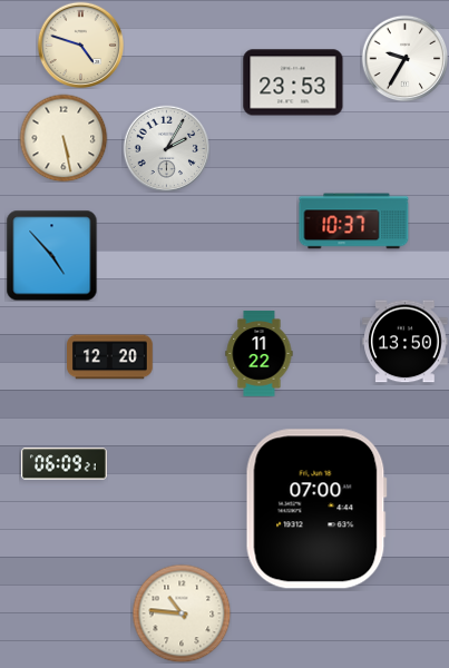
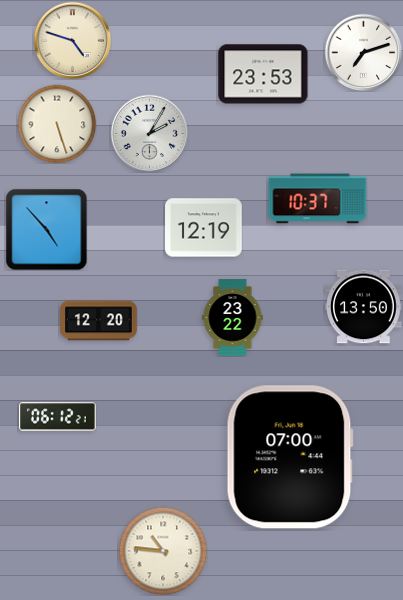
clock at (404, 58): 9:35 -> 7:12
clock at (64, 138): 5:28 -> 5:27
clock at (204, 228): none -> 12:19
clock at (260, 354): 11:22 -> 23:22
clock at (65, 464): 06:09 -> 06:12
clock at (316, 509) position: (316, 509) -> (290, 457)
